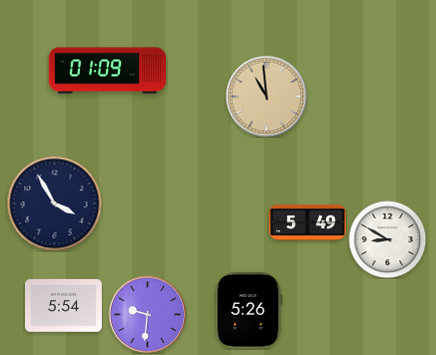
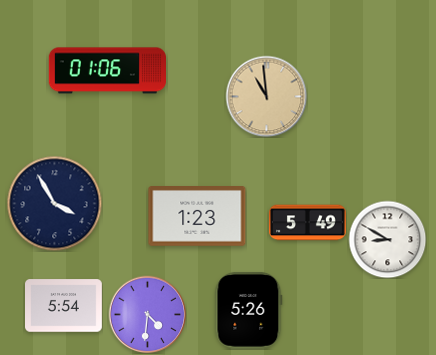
clock at (107, 71): 01:09 -> 01:06
clock at (197, 217): none -> 1:23
clock at (147, 314): 9:31 -> 4:31
